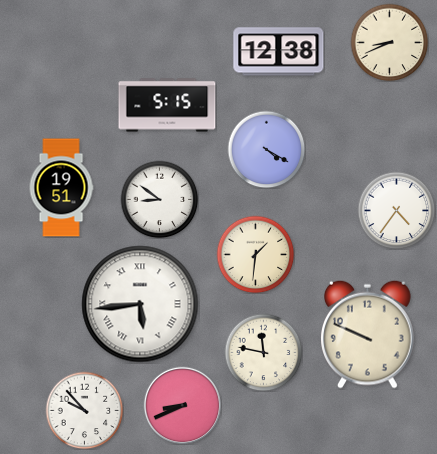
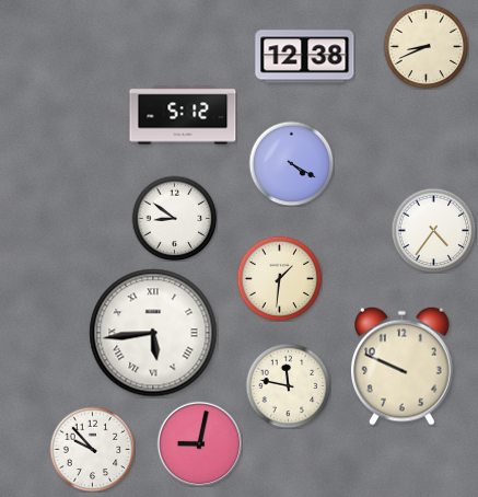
clock at (167, 105): 5:15 -> 5:12
clock at (61, 188): 19:51 -> none
clock at (182, 405): 8:41 -> 9:02
